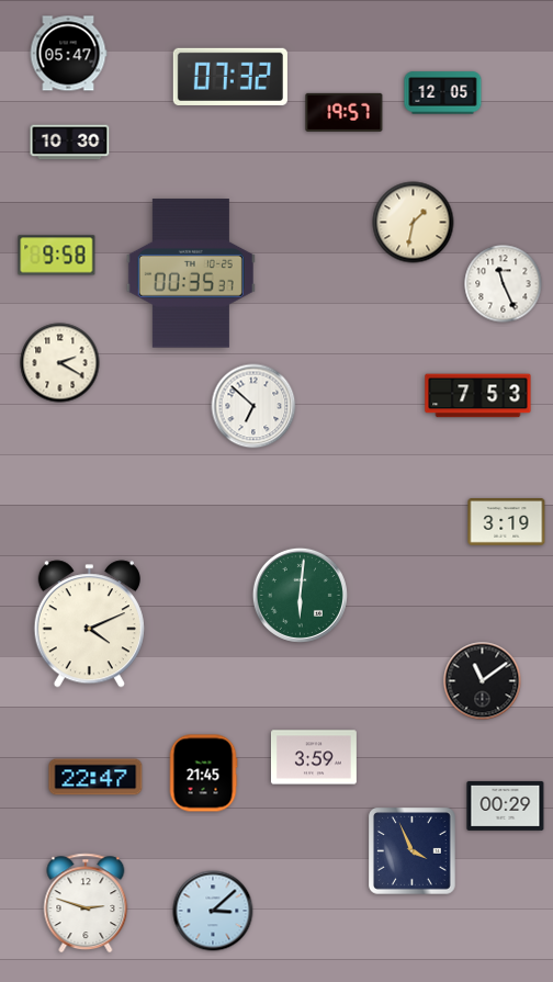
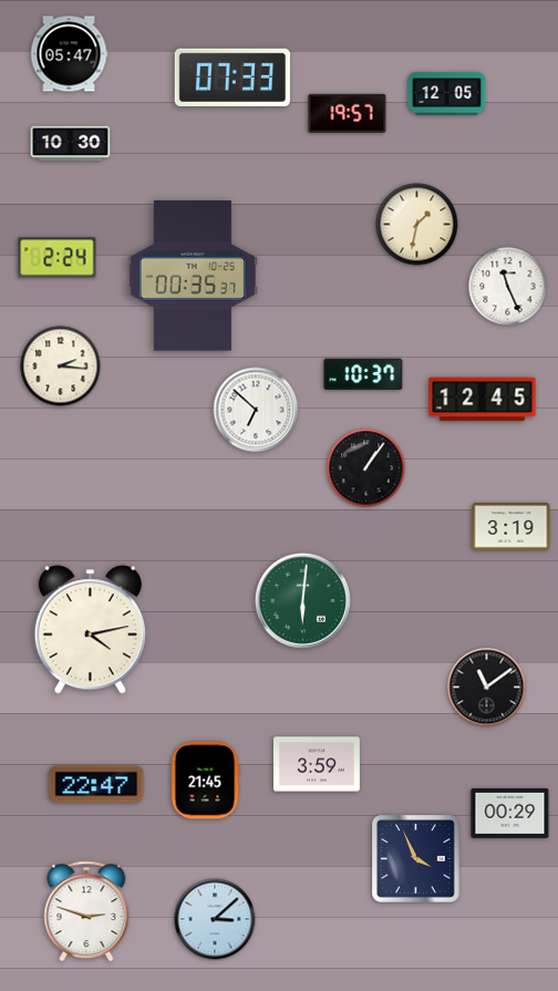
clock at (230, 77): 07:32 -> 07:33
clock at (57, 256): 9:58 -> 2:24
clock at (60, 363): 2:20 -> 2:16
clock at (363, 374): none -> 10:37
clock at (478, 396): 7:53 -> 12:45
clock at (366, 468): none -> 1:06
clock at (89, 624): 4:11 -> 4:13
